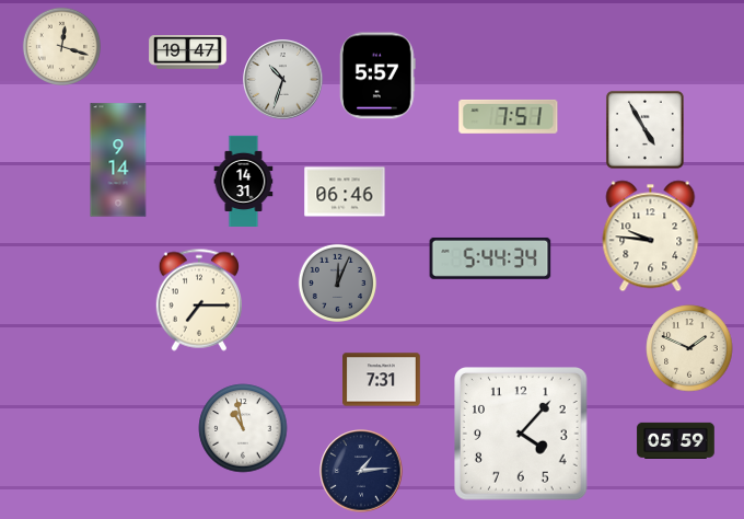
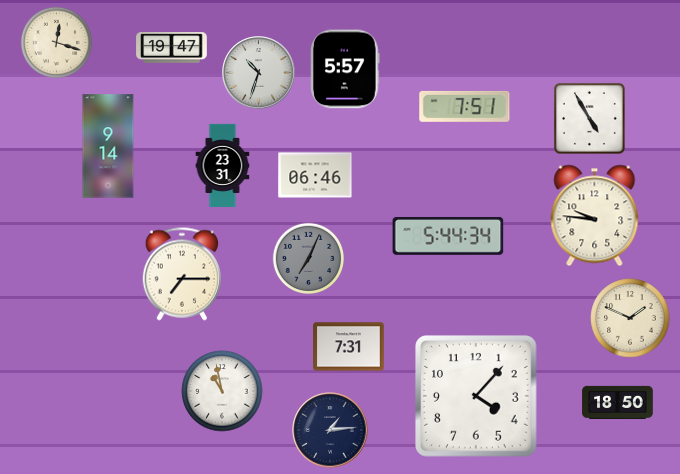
clock at (244, 181): 14:31 -> 23:31
clock at (337, 282): 12:04 -> 7:04
clock at (676, 440): 05:59 -> 18:50
